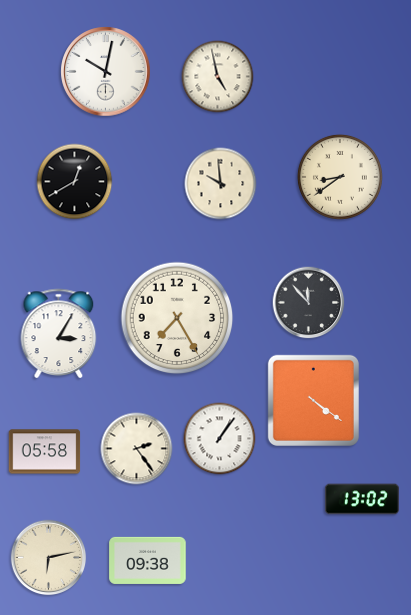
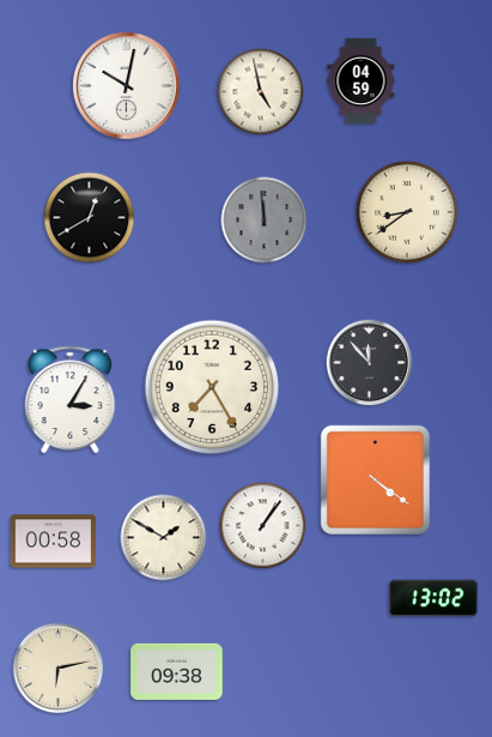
clock at (362, 81): none -> 04:59
clock at (221, 184): 9:59 -> 11:59
clock at (221, 184) dial: cream -> grey
clock at (177, 318) position: (177, 318) -> (212, 387)
clock at (137, 449): 2:24 -> 1:50
clock at (45, 452): 05:58 -> 00:58
